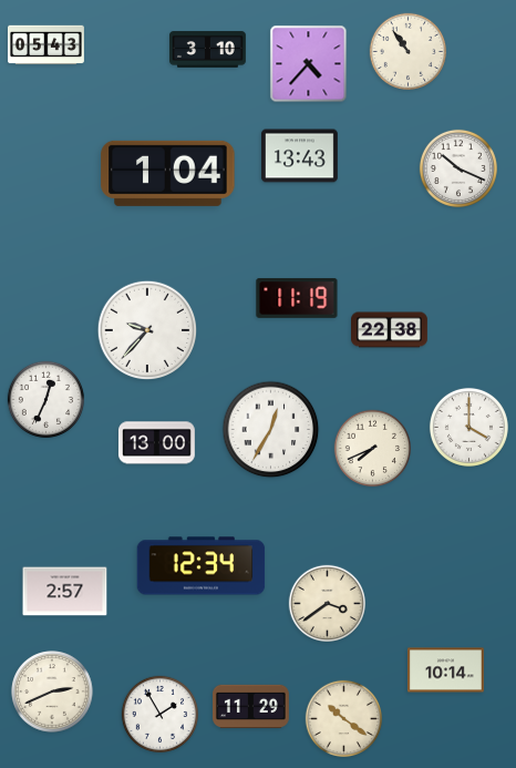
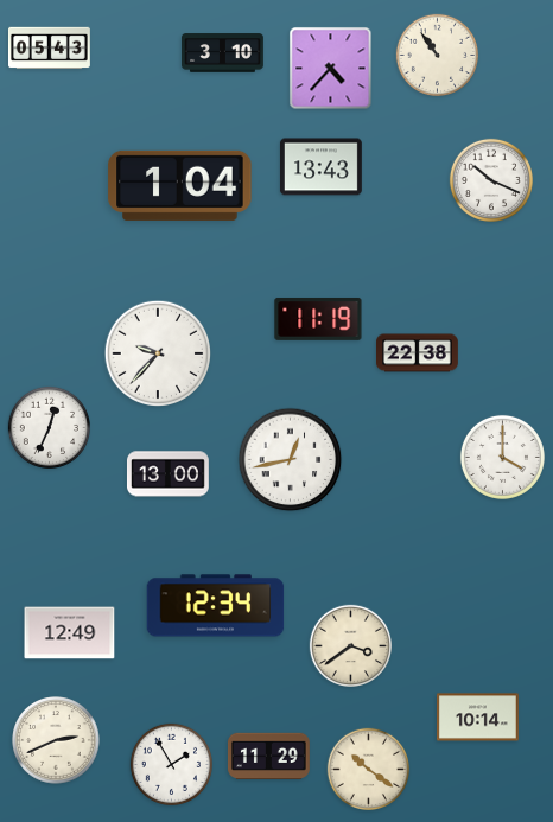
clock at (271, 430): 12:35 -> 12:43
clock at (372, 448): 7:41 -> none
clock at (65, 592): 2:57 -> 12:49
